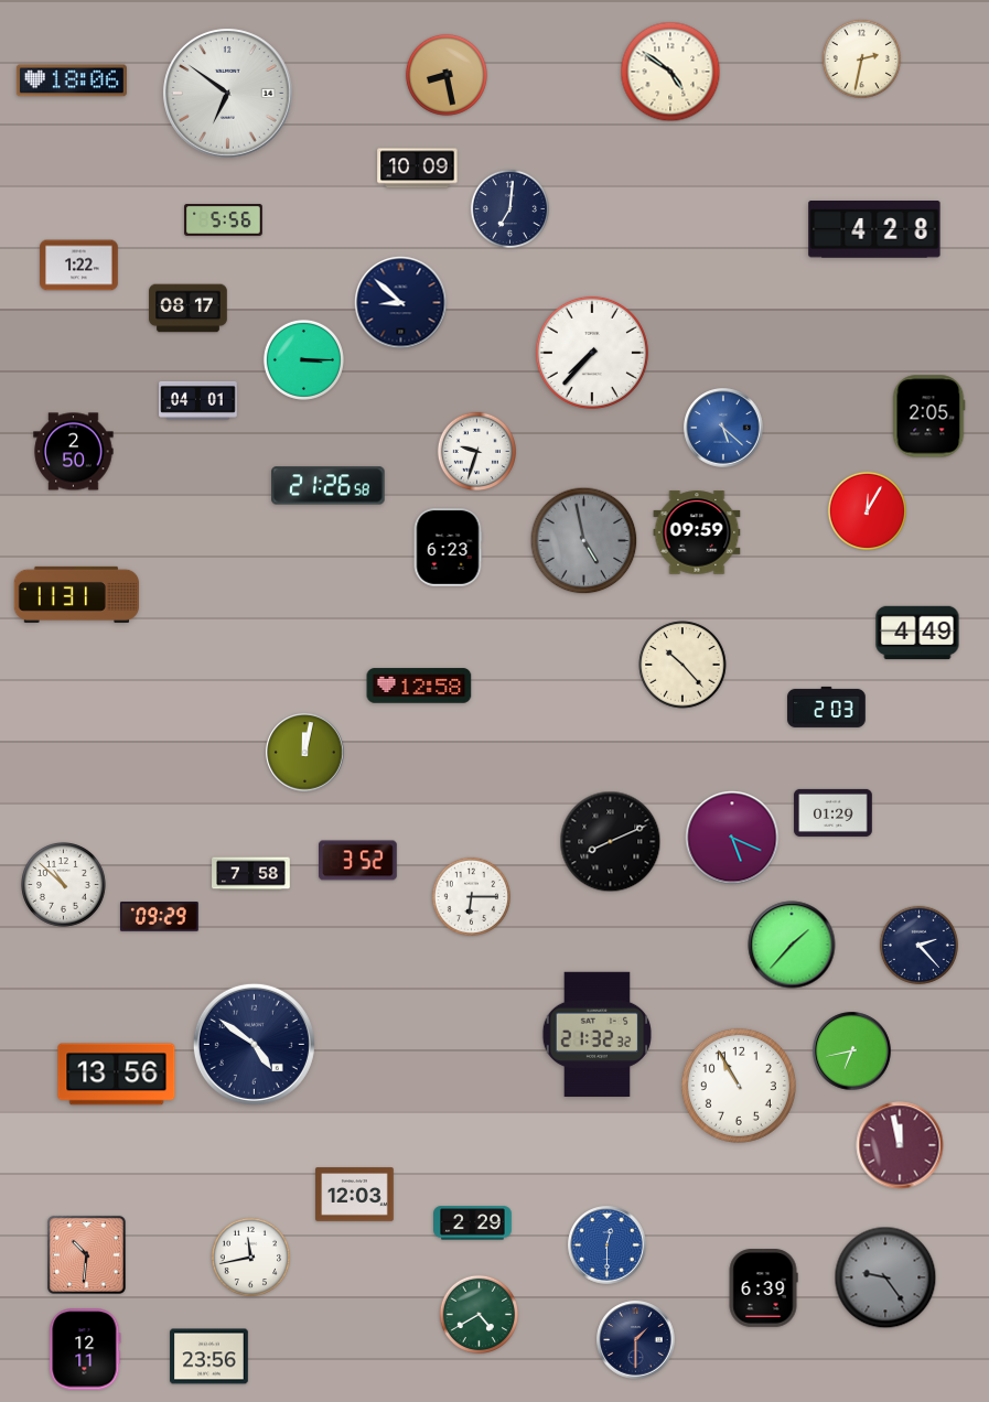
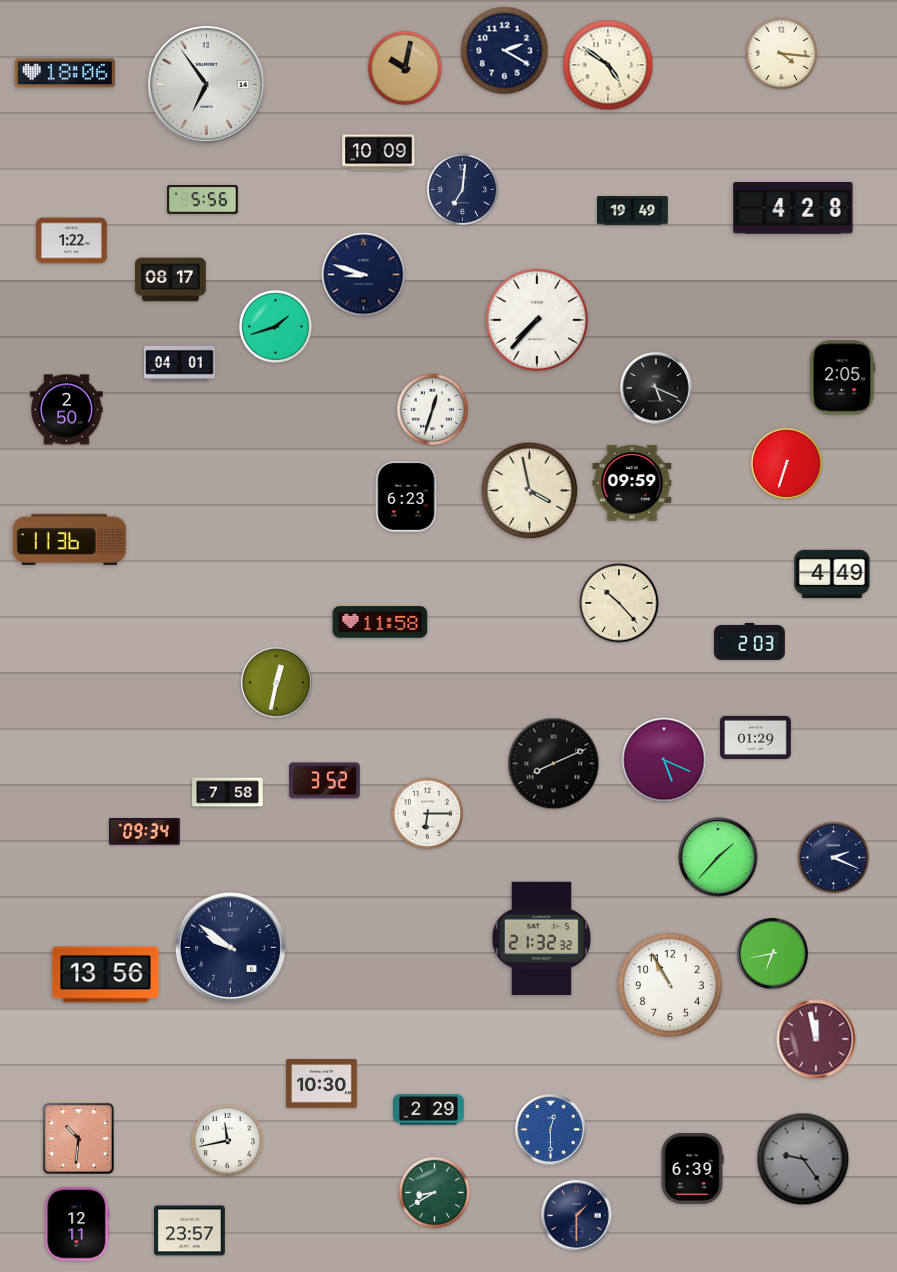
clock at (505, 51): none -> 2:20
clock at (861, 58): 2:32 -> 4:16
clock at (447, 75): 8:28 -> 10:02
clock at (228, 94): 6:51 -> 6:54
clock at (633, 211): none -> 19:49
clock at (401, 303): 8:52 -> 8:48
clock at (303, 359): 3:15 -> 1:42
clock at (723, 428): 5:22 -> 5:19
clock at (723, 428) dial: blue -> black
clock at (476, 451): 9:33 -> 12:33
clock at (329, 486): 21:26 -> none
clock at (867, 510): 12:05 -> 6:33
clock at (584, 541): 4:58 -> 3:58
clock at (584, 541) dial: grey -> cream
clock at (77, 594): 11:31 -> 11:36
clock at (419, 686): 12:58 -> 11:58
clock at (305, 753): 12:02 -> 12:32
clock at (64, 885): 10:52 -> none
clock at (160, 917): 09:29 -> 09:34
clock at (918, 945): 2:23 -> 2:19
clock at (254, 1044): 4:51 -> 9:51
clock at (355, 1195): 12:03 -> 10:30
clock at (479, 1314): 4:40 -> 8:40
clock at (209, 1357): 23:56 -> 23:57
